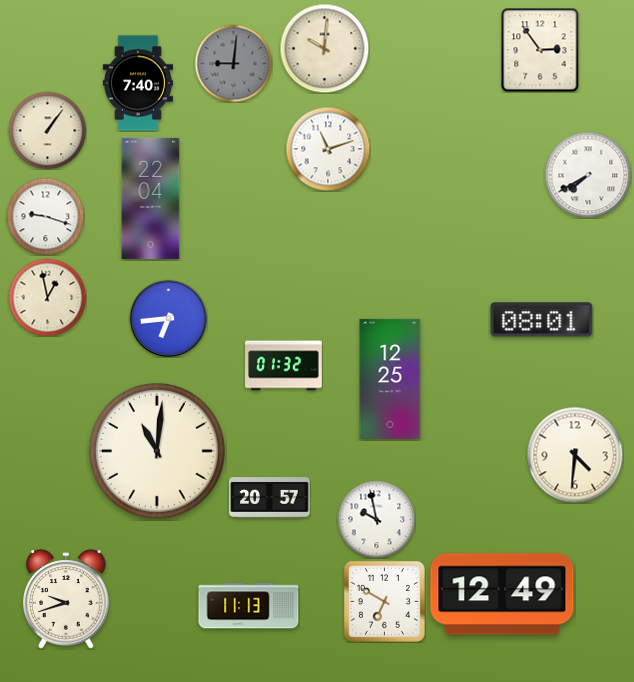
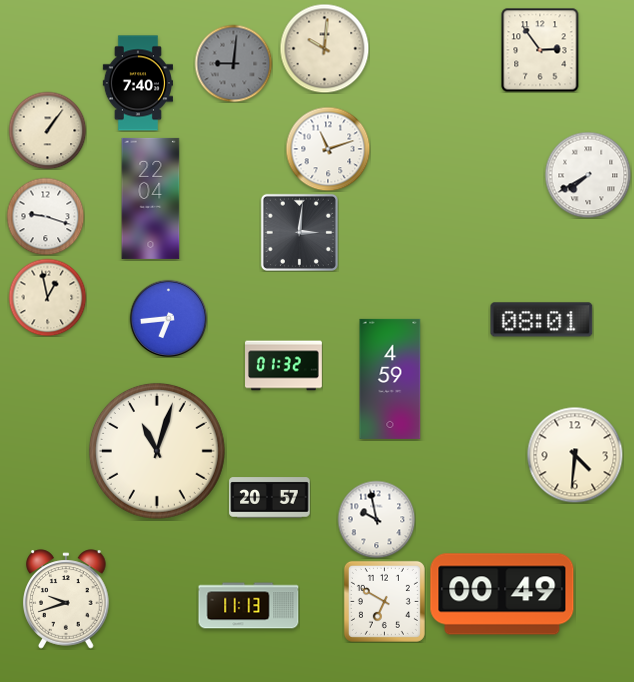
clock at (299, 232): none -> 3:01
clock at (390, 379): 12:25 -> 4:59
clock at (157, 451): 11:01 -> 11:03
clock at (502, 594): 12:49 -> 00:49
